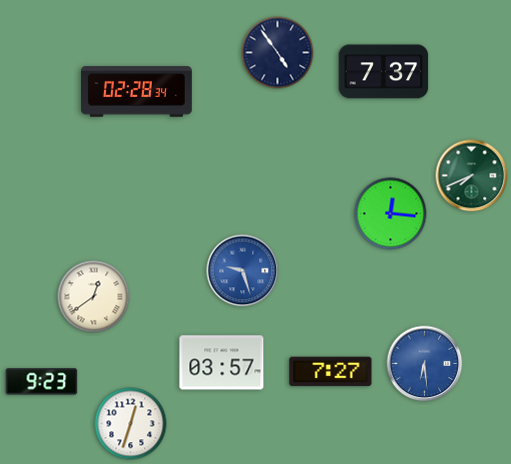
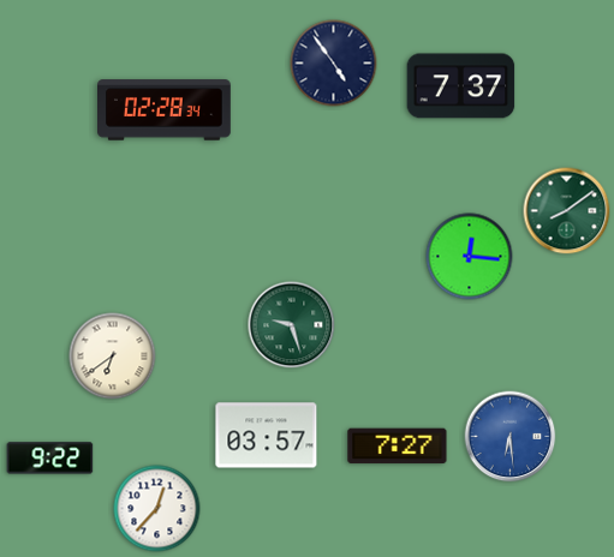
clock at (472, 176): 7:41 -> 8:09
clock at (243, 271) dial: blue -> green
clock at (94, 297): 12:39 -> 6:39
clock at (42, 382): 9:23 -> 9:22
clock at (131, 424): 12:33 -> 12:37
